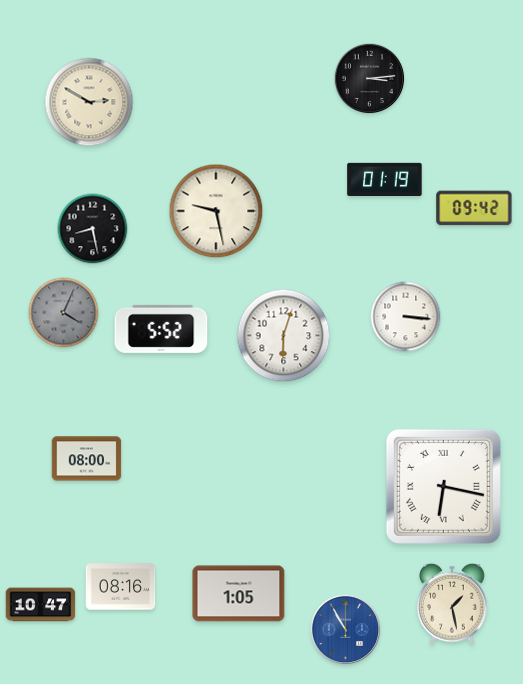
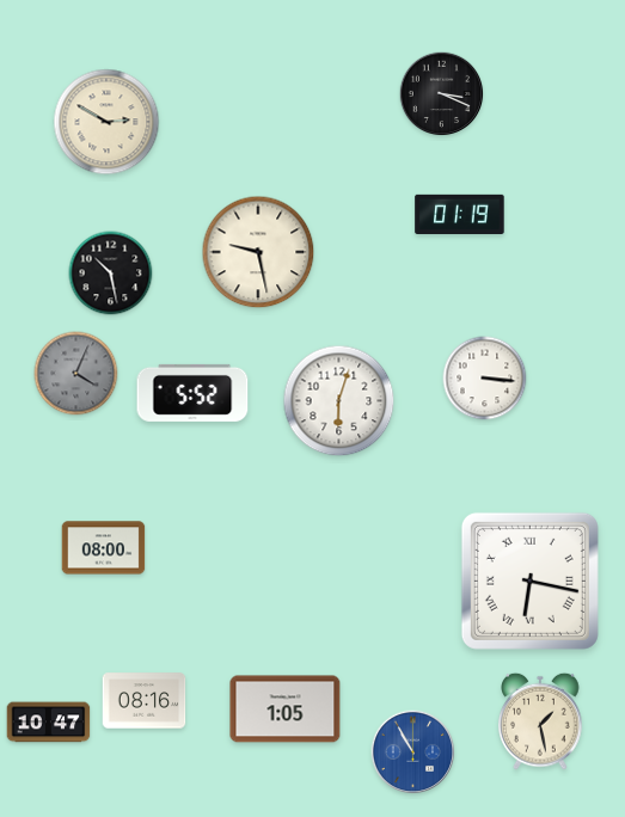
clock at (370, 79): 3:14 -> 3:19
clock at (474, 208): 09:42 -> none
clock at (93, 229): 8:28 -> 10:28
